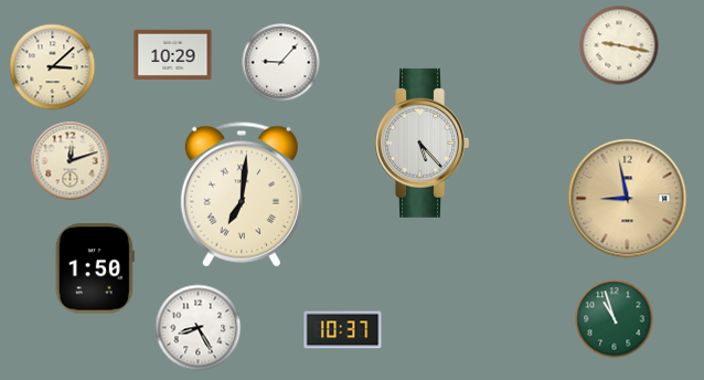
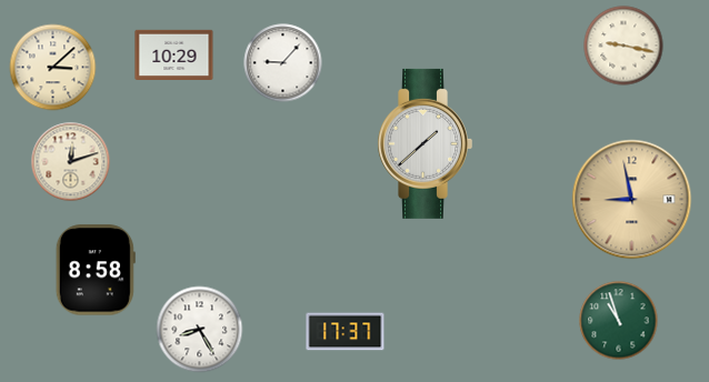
clock at (422, 142): 5:23 -> 1:38
clock at (242, 194): 7:01 -> none
clock at (95, 268): 1:50 -> 8:58
clock at (343, 330): 10:37 -> 17:37
